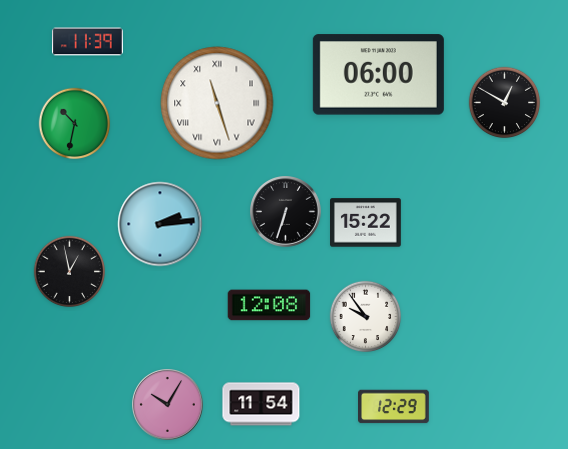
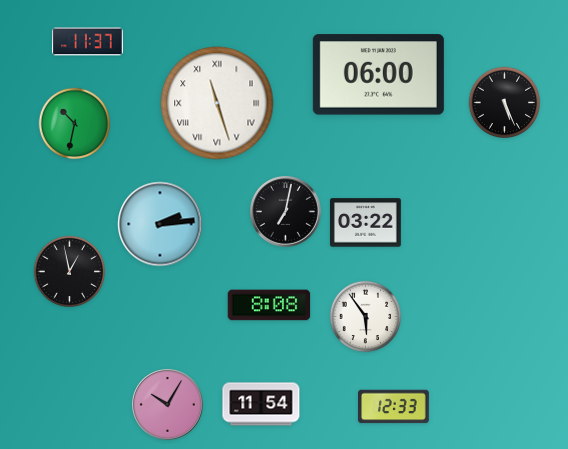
clock at (88, 42): 11:39 -> 11:37
clock at (505, 103): 12:50 -> 5:26
clock at (286, 212): 6:33 -> 7:02
clock at (366, 223): 15:22 -> 03:22
clock at (269, 305): 12:08 -> 8:08
clock at (366, 317): 9:54 -> 5:54
clock at (394, 407): 12:29 -> 12:33
